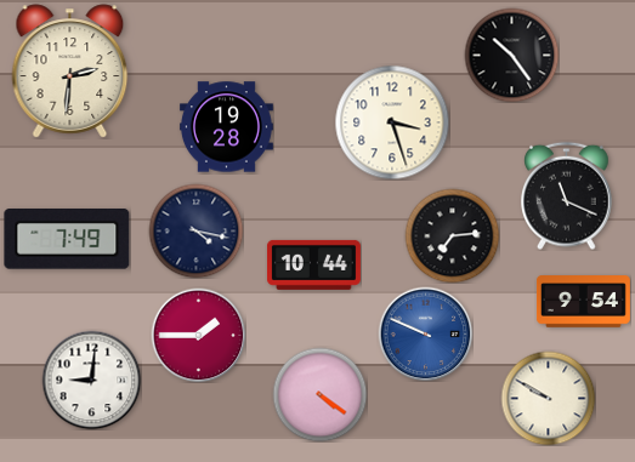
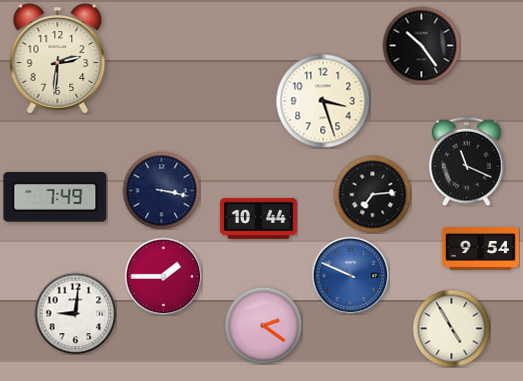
clock at (226, 127): 19:28 -> none
clock at (195, 230): 4:17 -> 3:17
clock at (319, 394): 4:21 -> 2:21
clock at (548, 398): 9:50 -> 4:55
